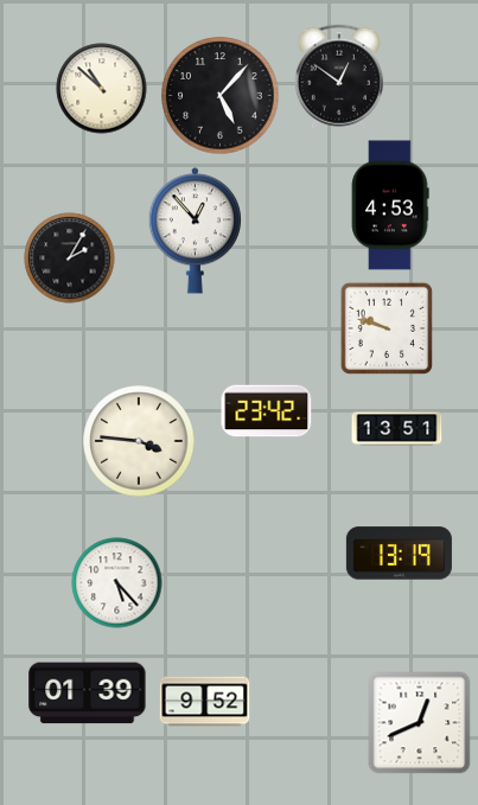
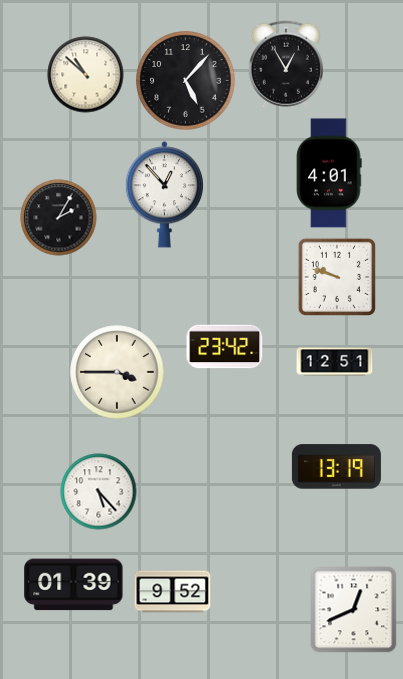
clock at (339, 77): 12:51 -> 12:55
clock at (390, 205): 4:53 -> 4:01
clock at (385, 327) position: (385, 327) -> (336, 276)
clock at (397, 429): 13:51 -> 12:51
clock at (139, 441): 3:46 -> 3:45
